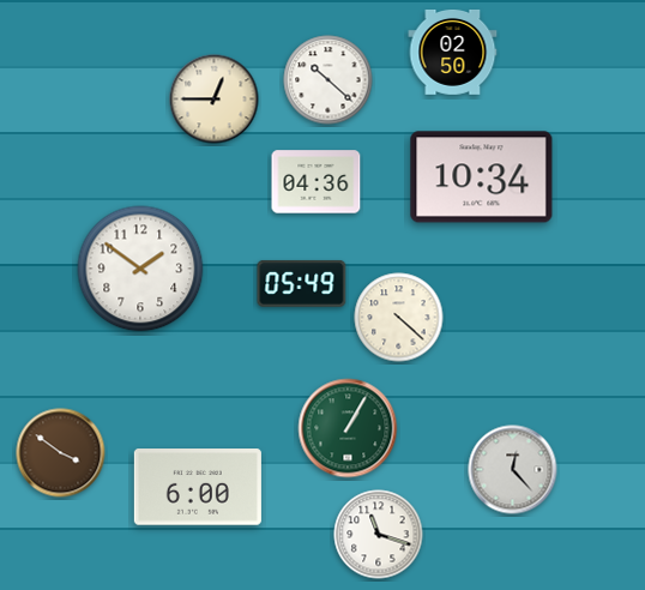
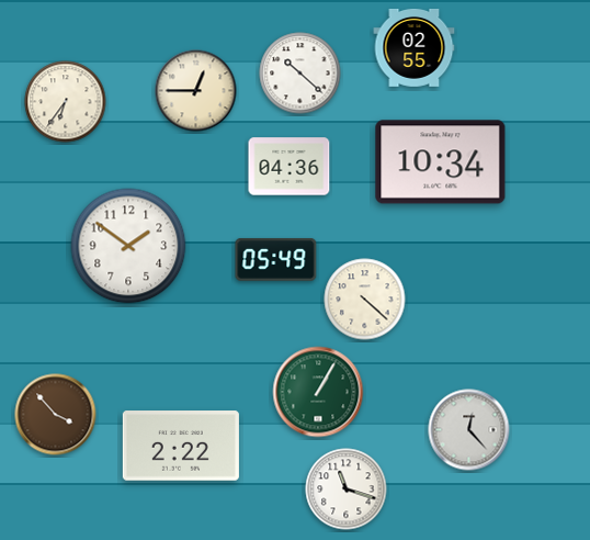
clock at (453, 52): 02:50 -> 02:55
clock at (66, 102): none -> 6:36
clock at (399, 318) position: (399, 318) -> (365, 300)
clock at (61, 453): 3:51 -> 3:53
clock at (198, 487): 6:00 -> 2:22
